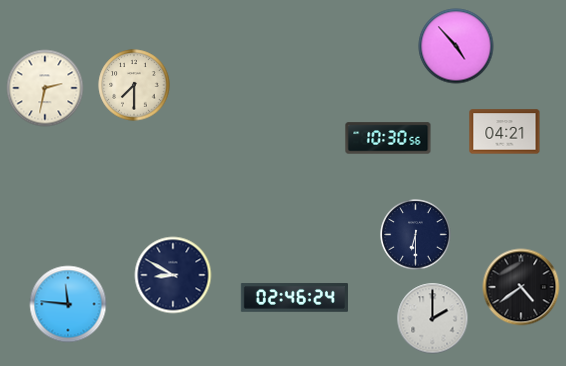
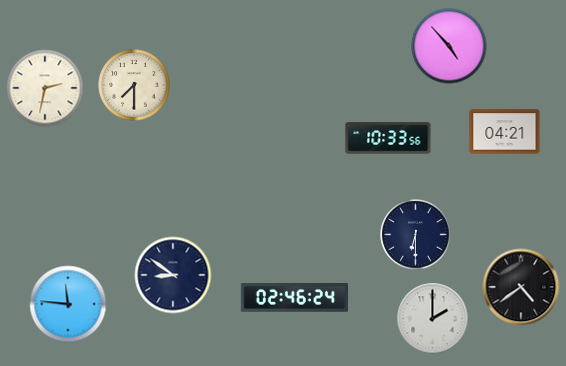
clock at (456, 46) position: (456, 46) -> (449, 46)
clock at (388, 138): 10:30 -> 10:33
clock at (173, 275): 8:50 -> 8:51
